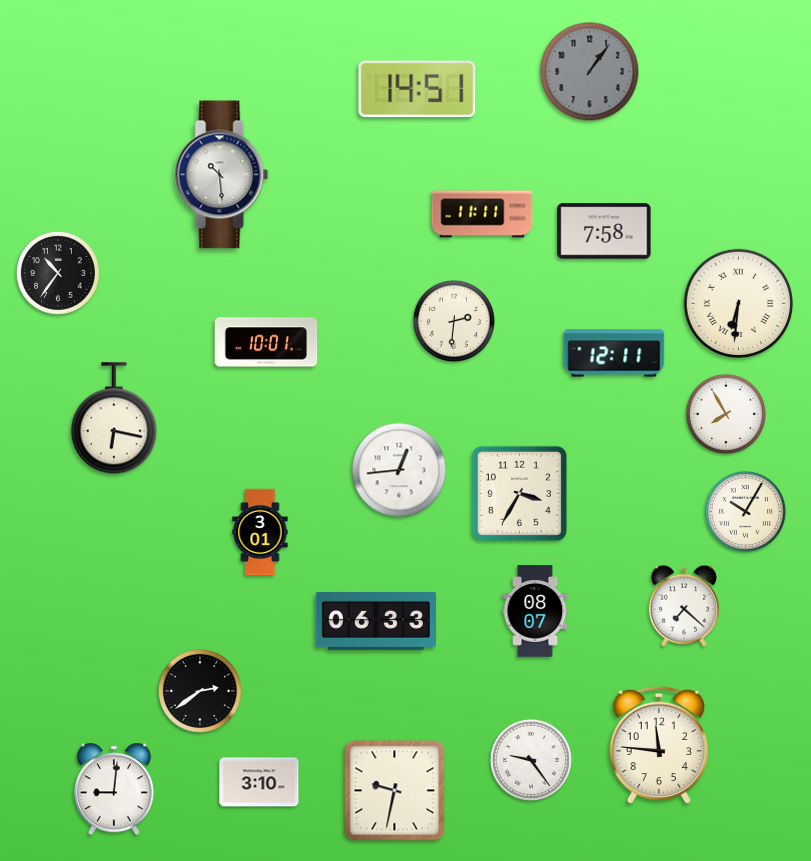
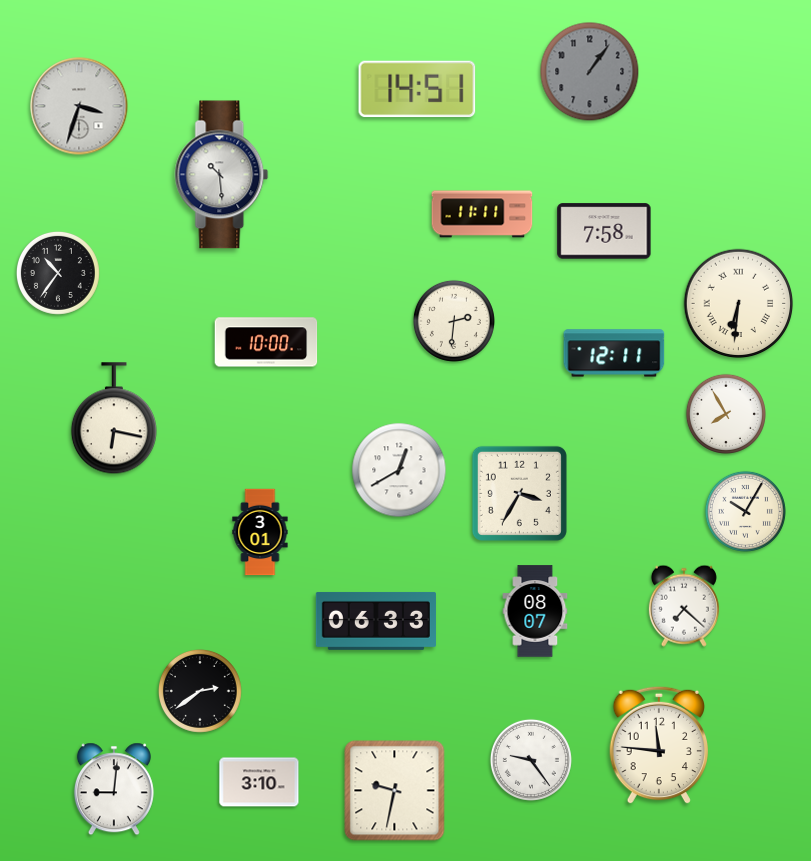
clock at (79, 106): none -> 3:33
clock at (266, 342): 10:01 -> 10:00
clock at (399, 470): 12:44 -> 12:40
